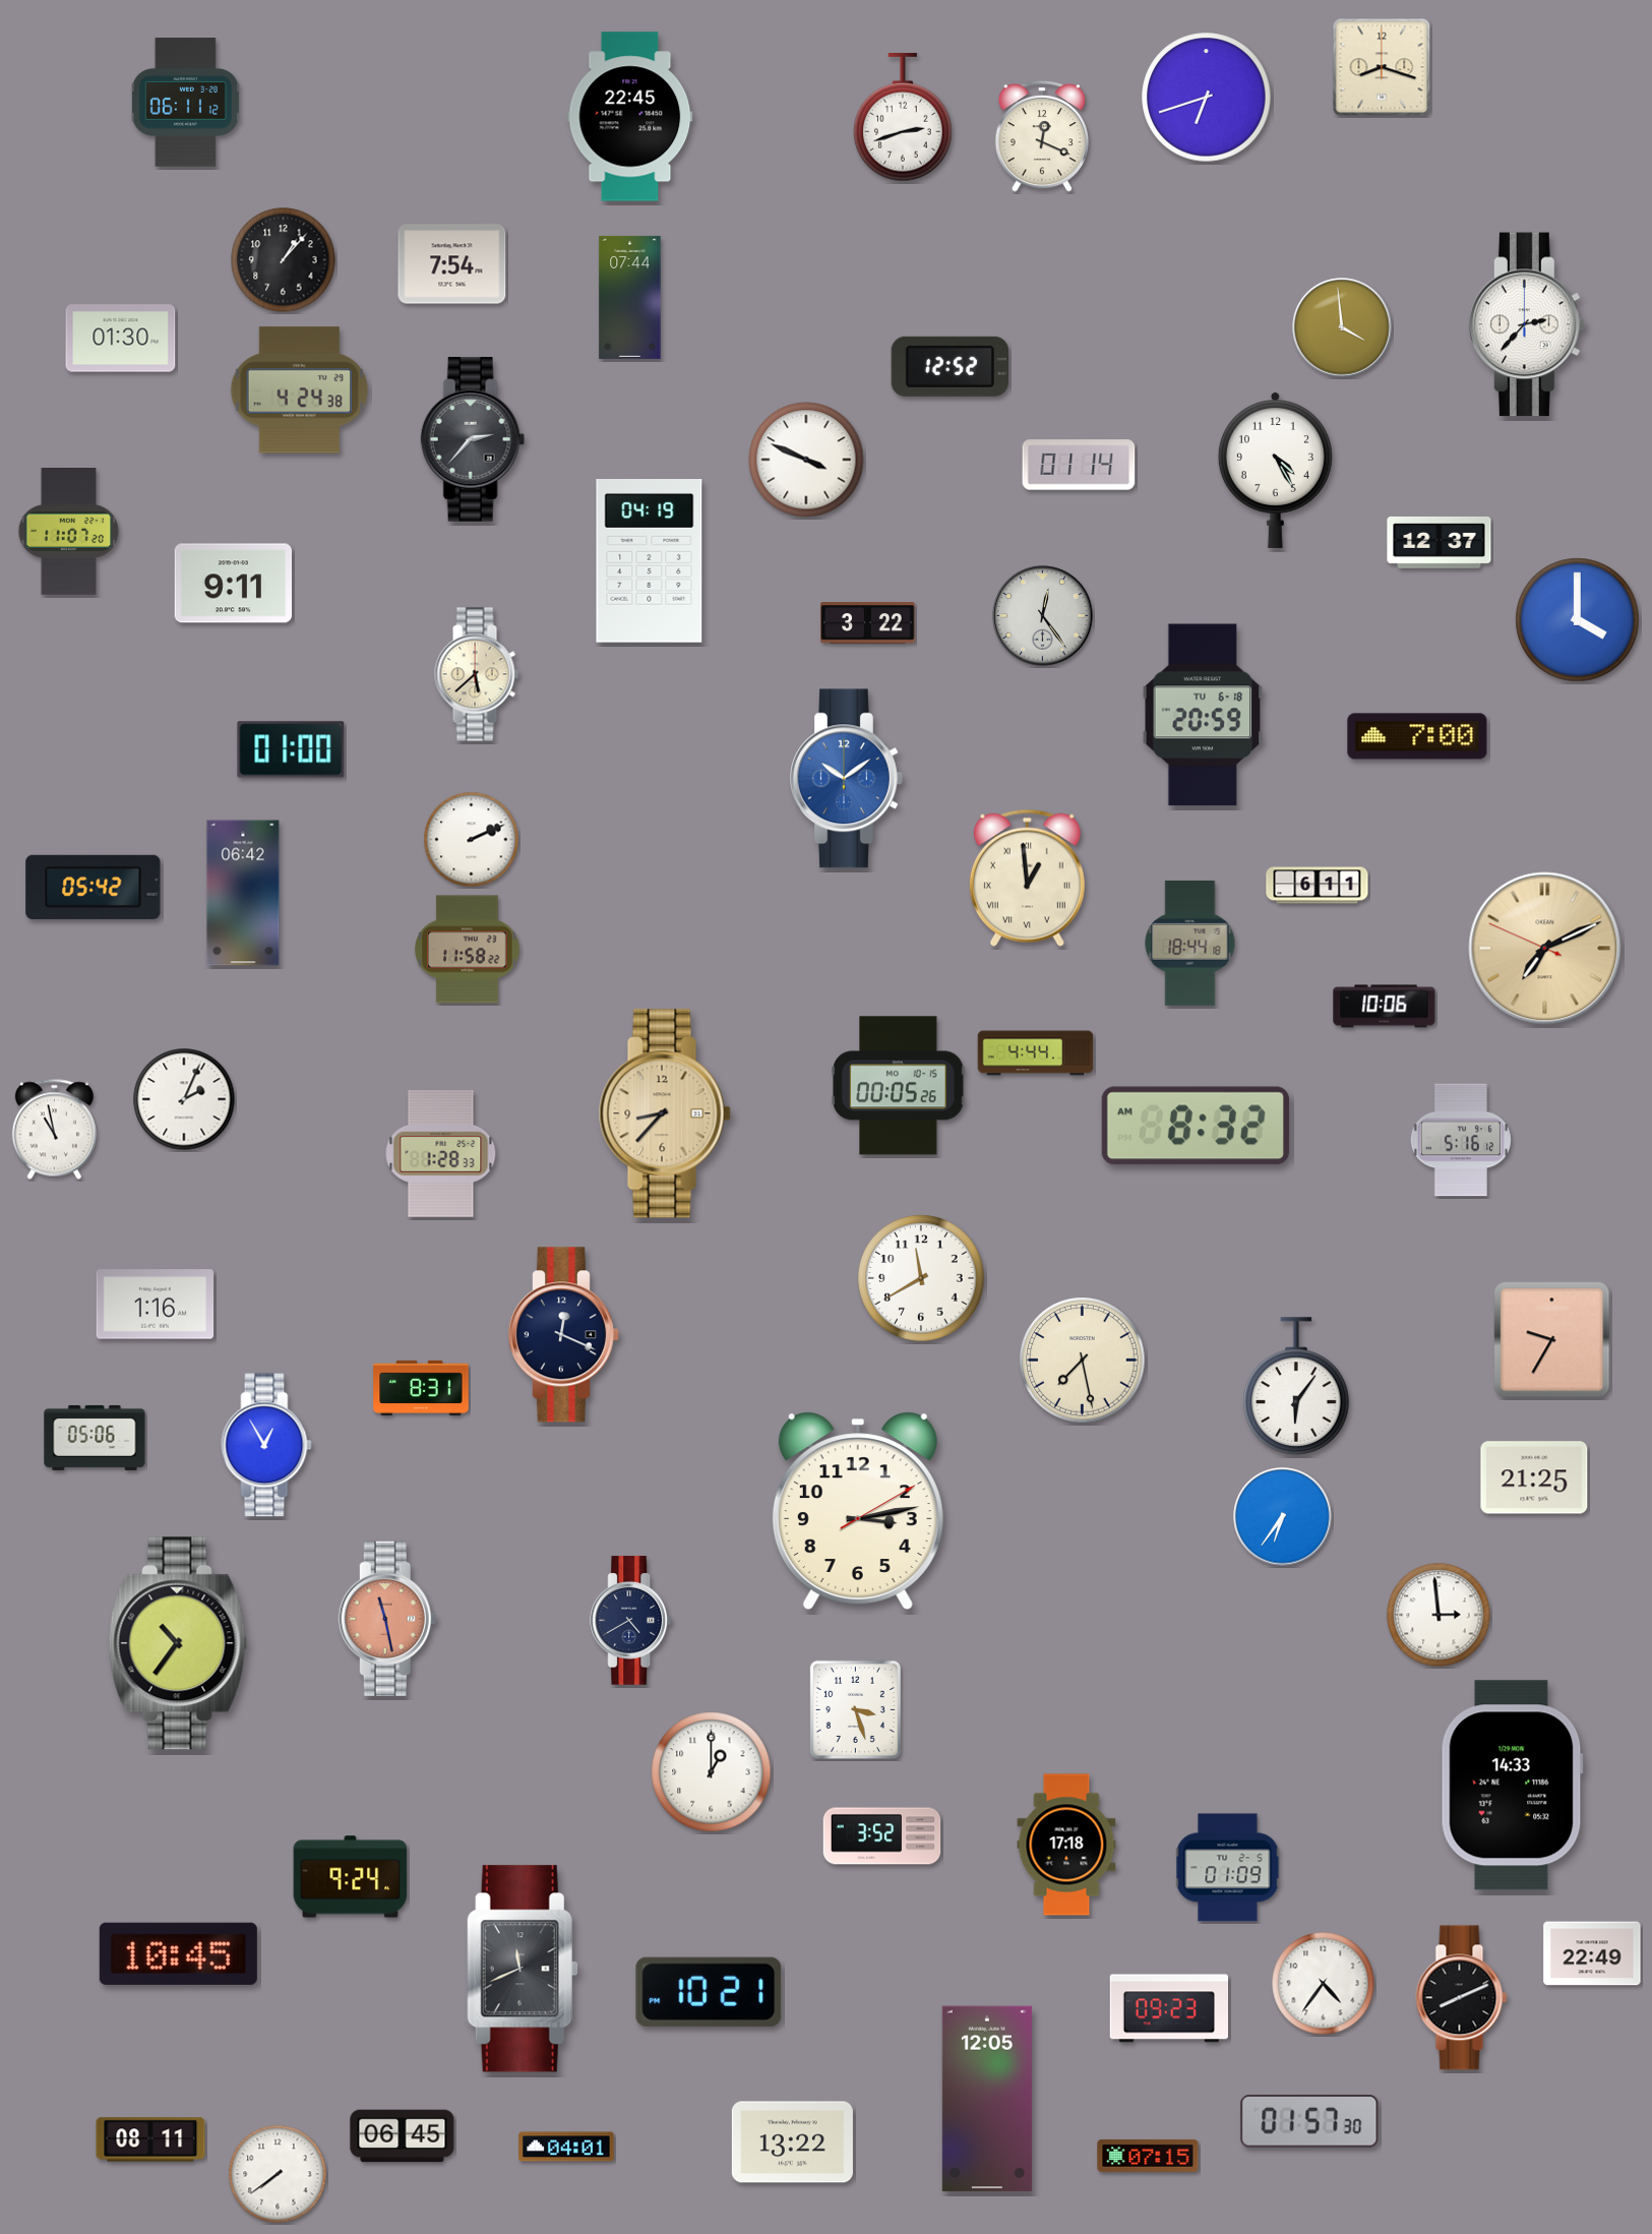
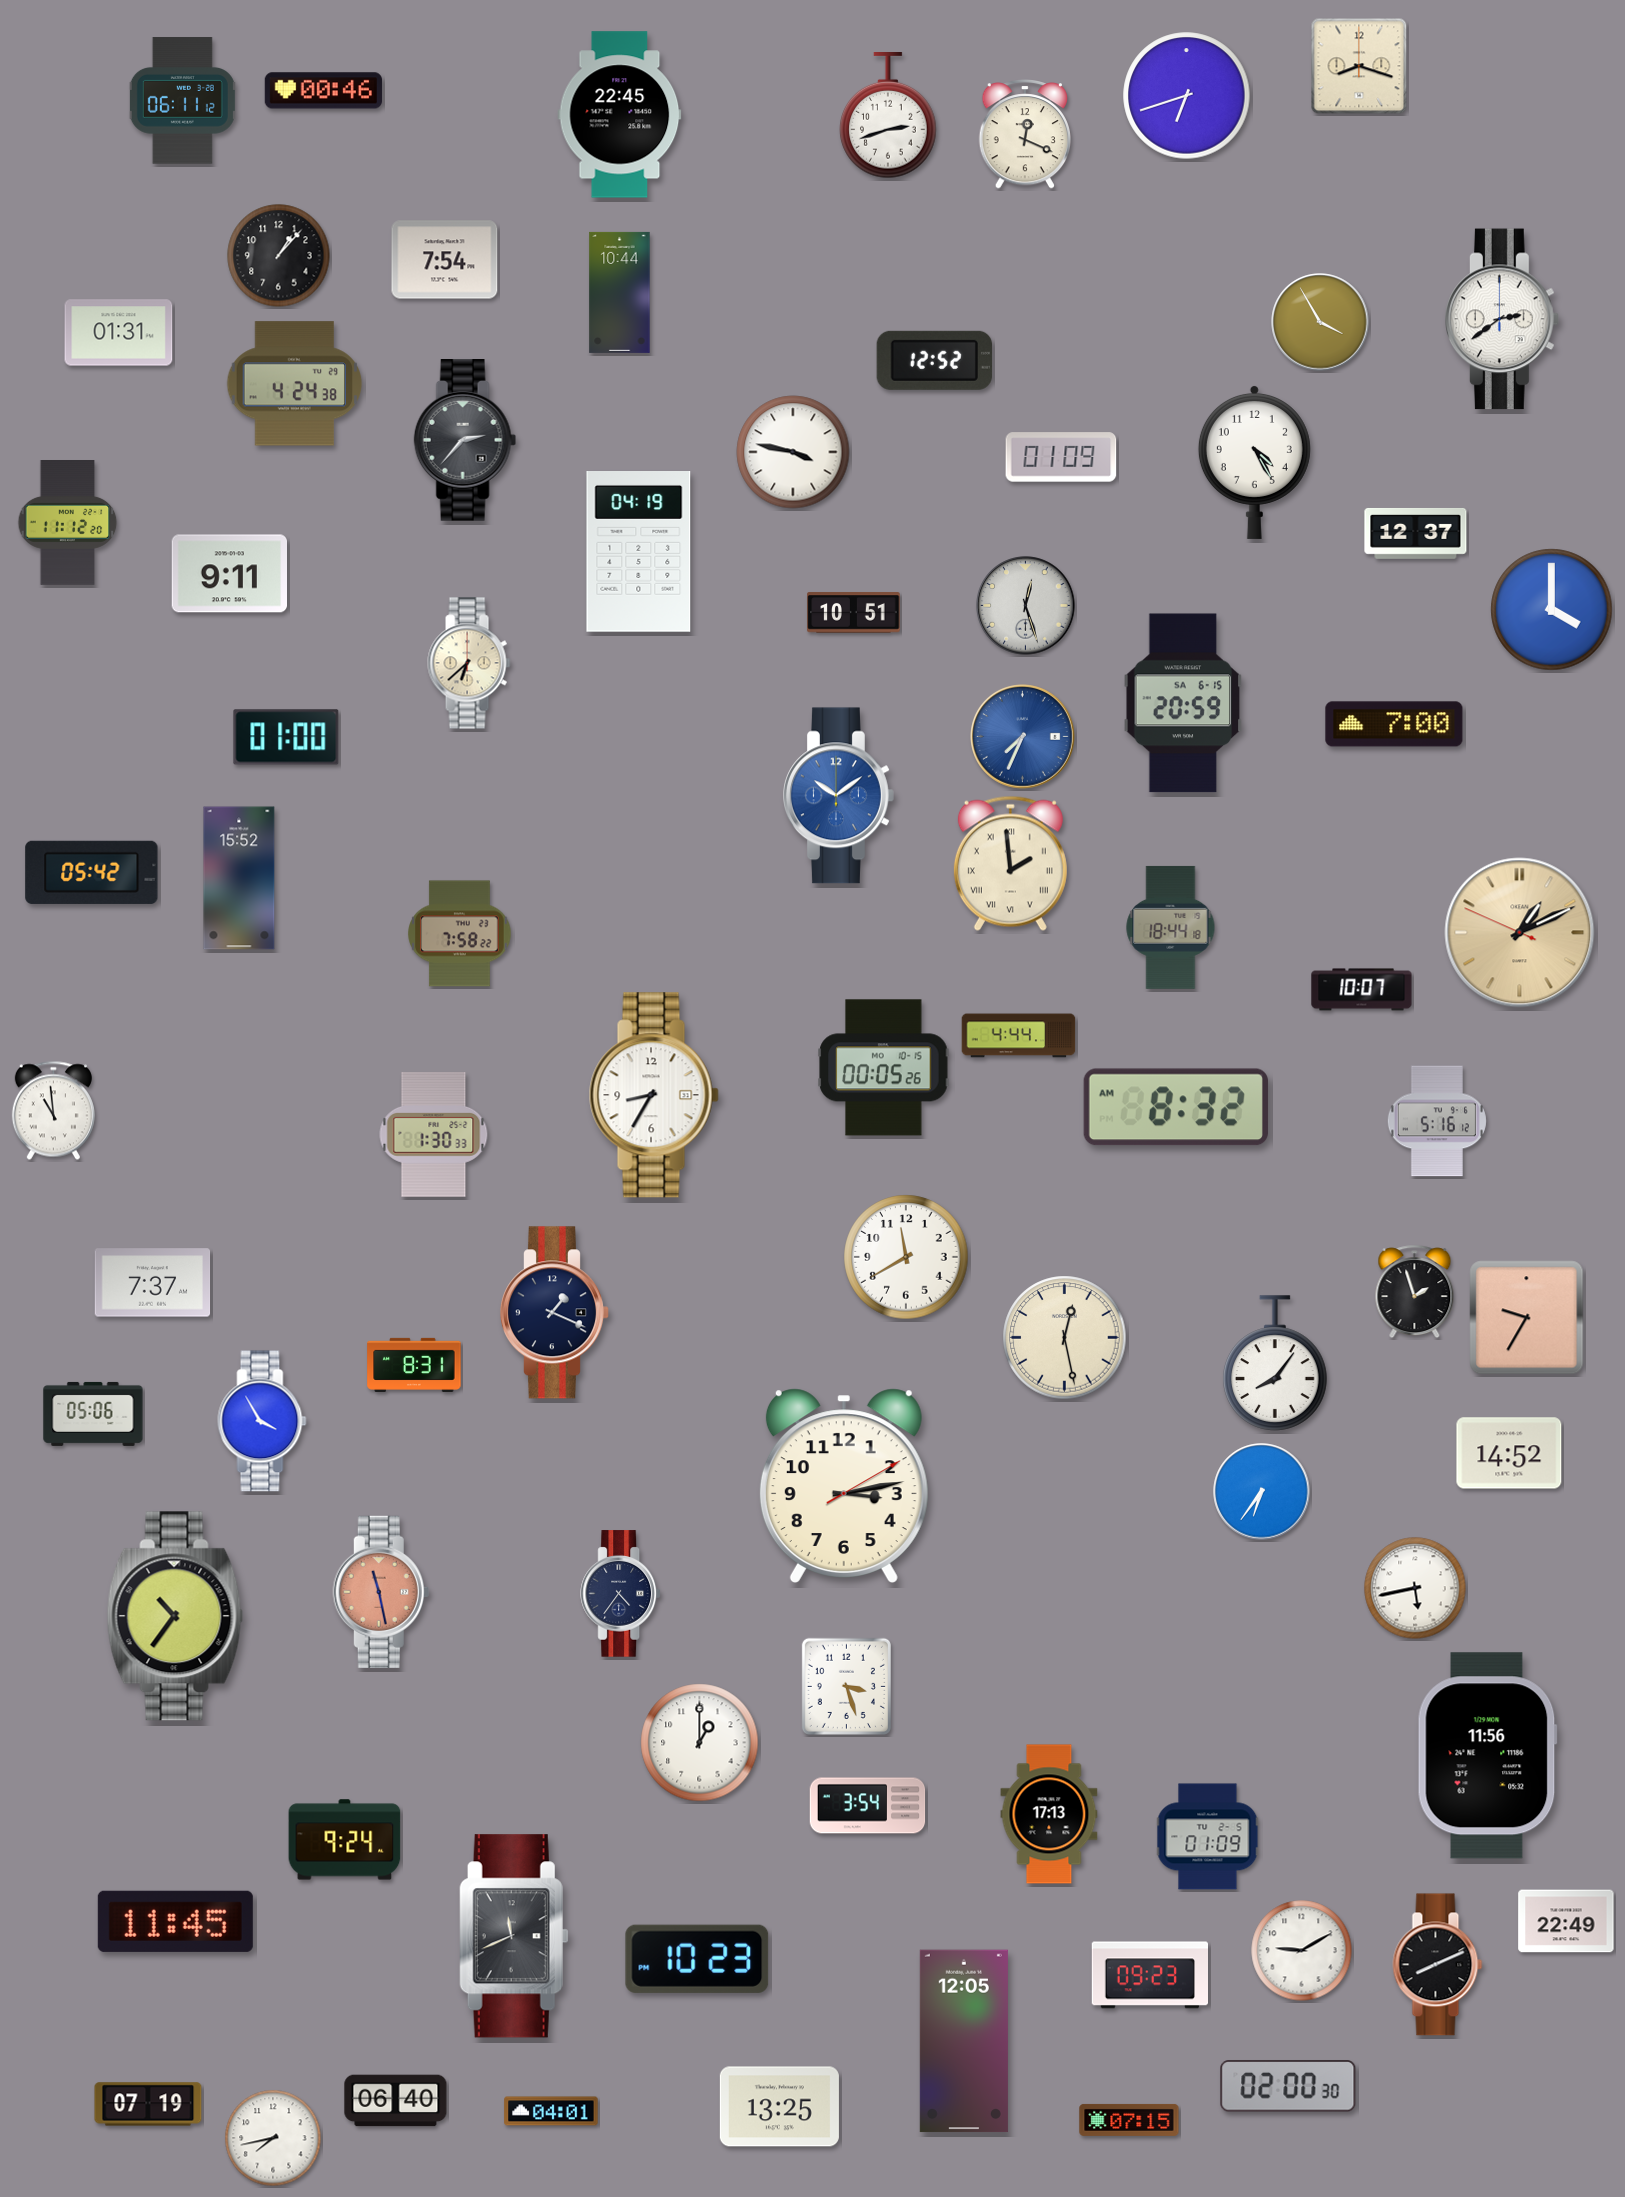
clock at (323, 91): none -> 00:46
clock at (630, 297): 07:44 -> 10:44
clock at (1528, 324): 2:37 -> 2:39
clock at (1342, 327): 3:59 -> 3:55
clock at (121, 339): 01:30 -> 01:31
clock at (473, 439) position: (473, 439) -> (465, 440)
clock at (806, 460): 3:49 -> 3:47
clock at (1079, 465): 01:14 -> 01:09
clock at (69, 532): 11:07 -> 11:12
clock at (1043, 616): 12:24 -> 12:27
clock at (868, 623): 3:22 -> 10:51
clock at (477, 674): 5:38 -> 6:38
clock at (1203, 715) date: TU 6-18 -> SA 6-15
clock at (1023, 737): none -> 7:34
clock at (847, 779) position: (847, 779) -> (839, 796)
clock at (472, 840): 2:11 -> none
clock at (1027, 878): 12:59 -> 1:59
clock at (1318, 886): 6:11 -> none
clock at (243, 893): 06:42 -> 15:52
clock at (1545, 949): 7:10 -> 1:10
clock at (468, 950): 11:58 -> 7:58
clock at (1385, 1007): 10:06 -> 10:07
clock at (184, 1099): 2:04 -> none
clock at (665, 1113): 8:37 -> 8:35
clock at (665, 1113) dial: champagne -> white
clock at (54, 1130): 10:58 -> 10:59
clock at (441, 1153): 1:28 -> 1:30
clock at (156, 1305): 1:16 -> 7:37
clock at (1415, 1292): none -> 1:57
clock at (563, 1335): 12:19 -> 1:19
clock at (1083, 1361): 7:28 -> 12:28
clock at (1296, 1386): 6:06 -> 8:06
clock at (266, 1445): 12:55 -> 3:55
clock at (1534, 1477): 21:25 -> 14:52
clock at (1439, 1615): 2:59 -> 5:43
clock at (631, 1621): 4:40 -> 4:36
clock at (855, 1709) position: (855, 1709) -> (846, 1686)
clock at (1512, 1786): 14:33 -> 11:56
clock at (882, 1836): 3:52 -> 3:54
clock at (1066, 1845): 17:18 -> 17:13
clock at (351, 1877) position: (351, 1877) -> (345, 1840)
clock at (178, 1953): 10:45 -> 11:45
clock at (1324, 1984): 4:36 -> 9:10
clock at (709, 1992): 10:21 -> 10:23
clock at (987, 2099) position: (987, 2099) -> (964, 2041)
clock at (1309, 2121): 01:57 -> 02:00
clock at (403, 2136): 06:45 -> 06:40
clock at (150, 2139): 08:11 -> 07:19
clock at (792, 2142): 13:22 -> 13:25
clock at (566, 2147) position: (566, 2147) -> (551, 2111)
clock at (278, 2174): 7:39 -> 7:43
